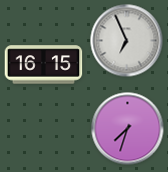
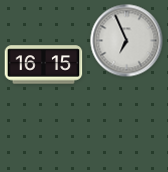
clock at (128, 129): 7:33 -> none
